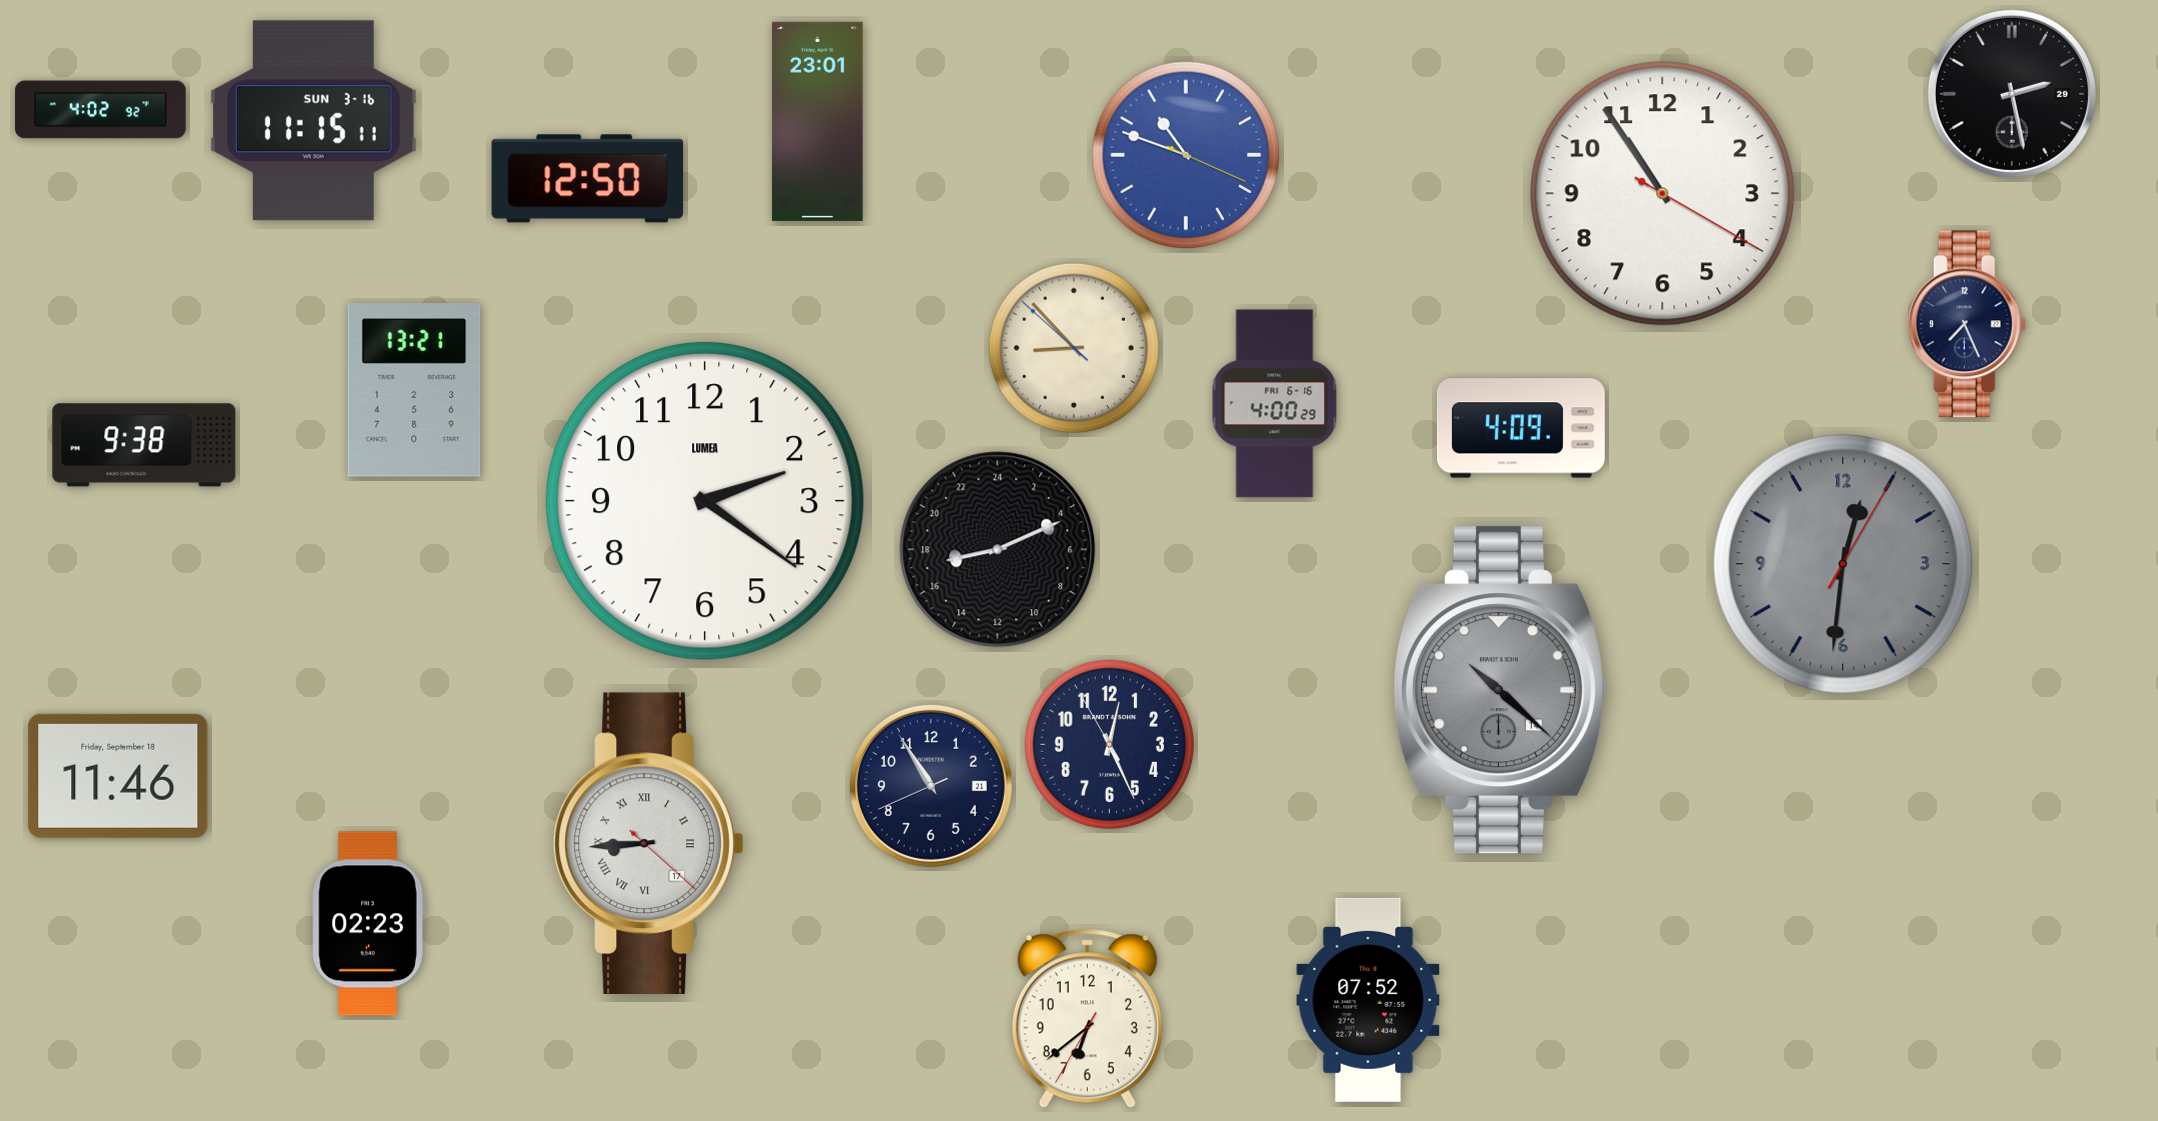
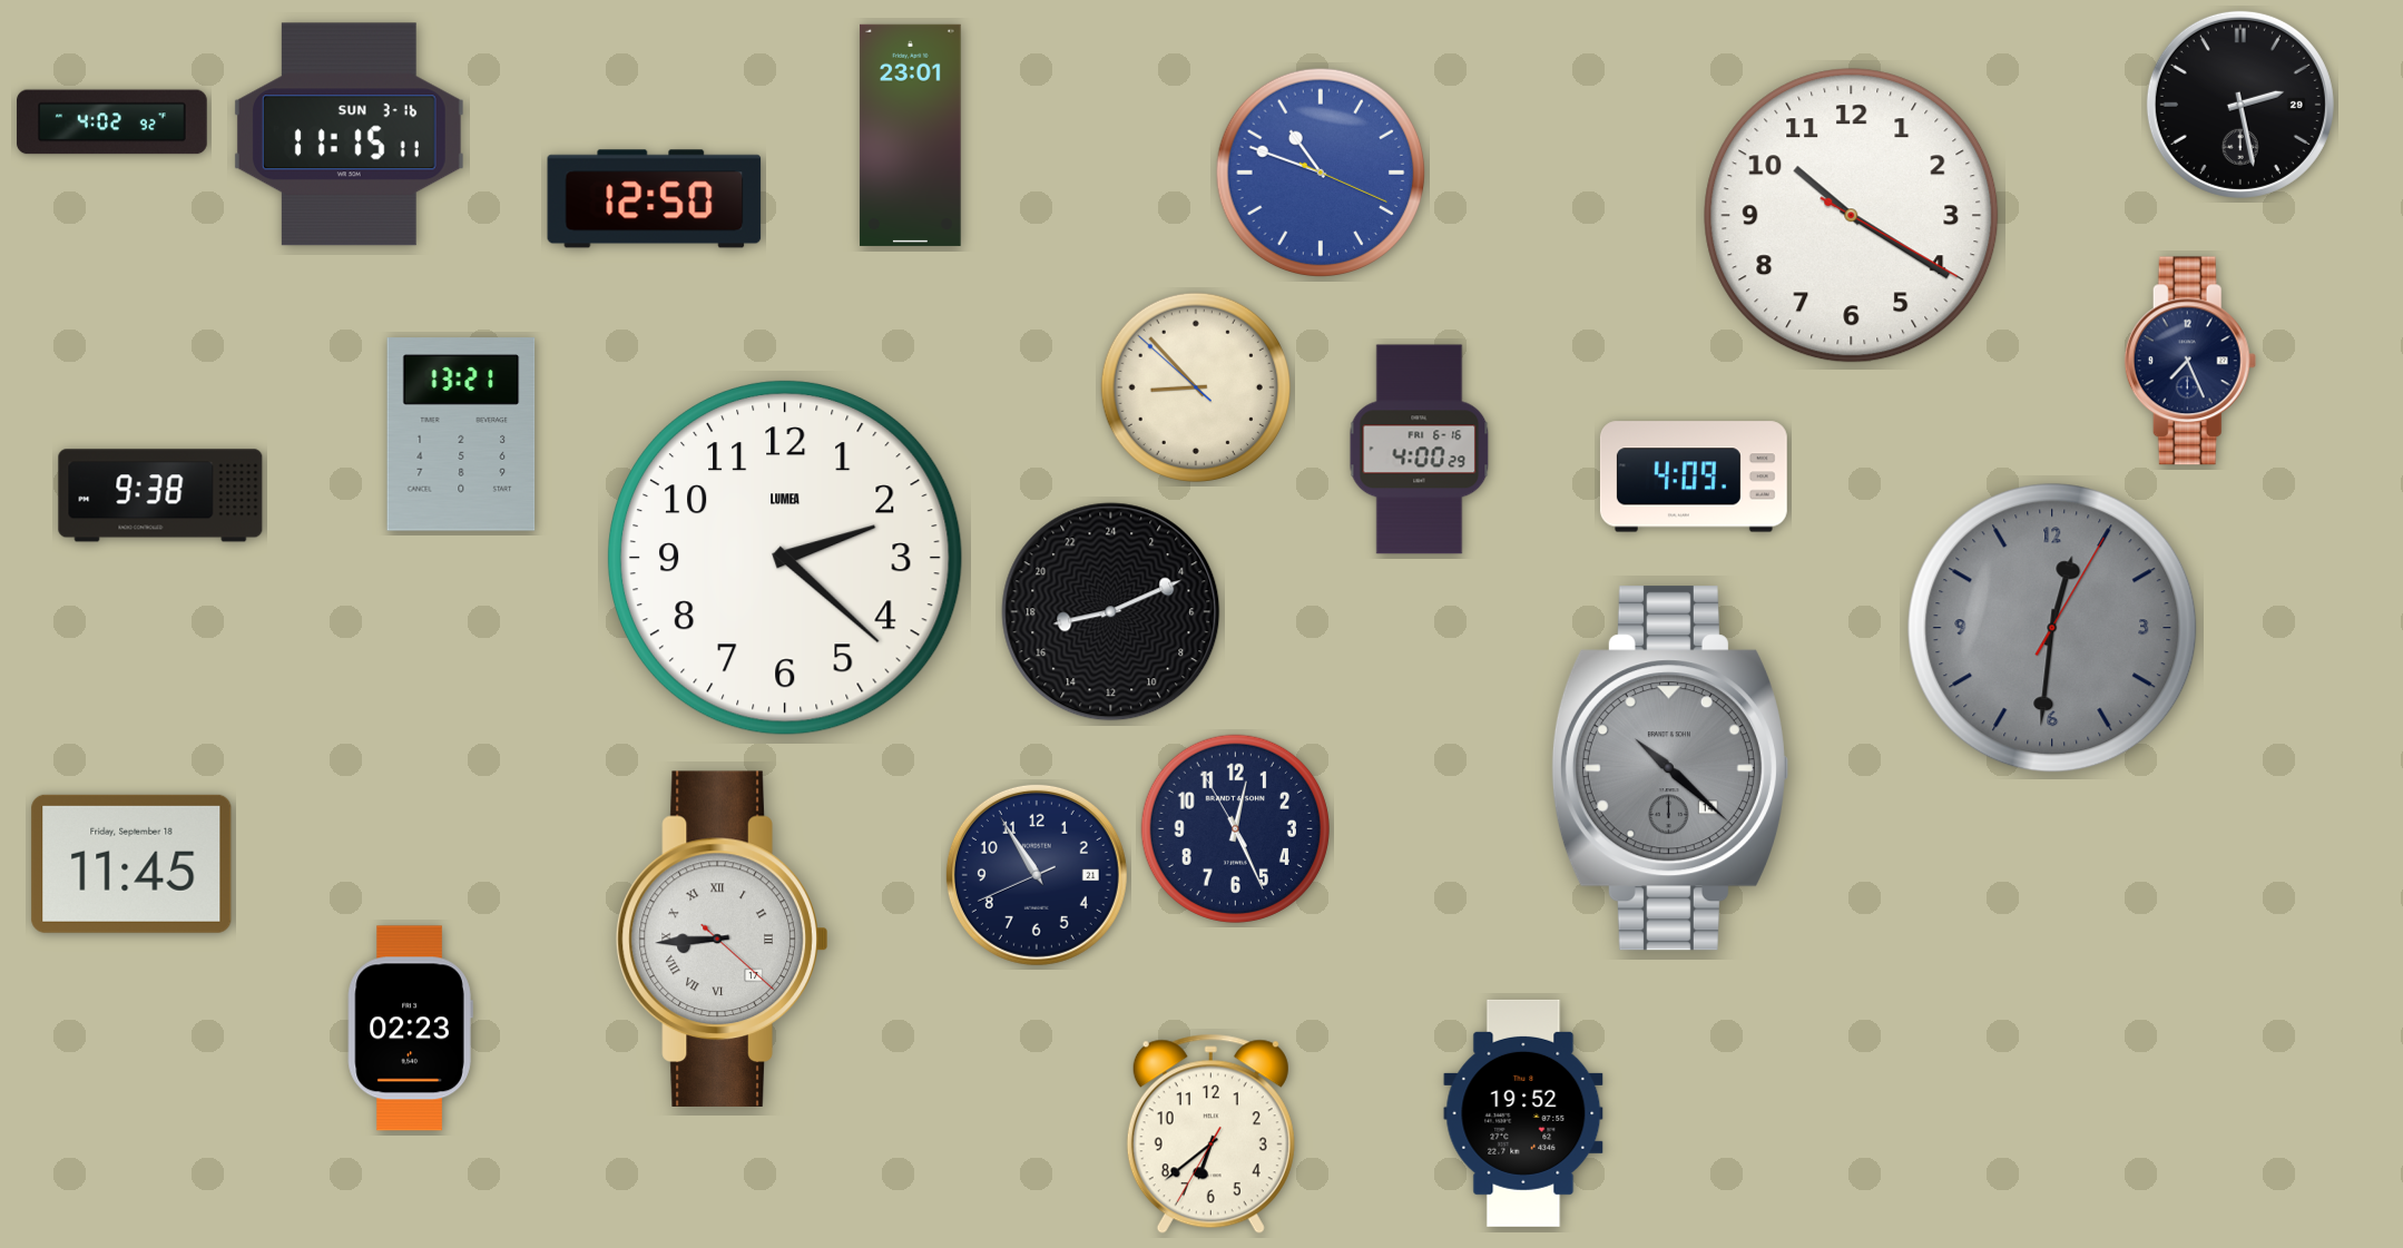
clock at (1663, 194): 10:54 -> 10:20
clock at (705, 501): 2:21 -> 2:22
clock at (118, 776): 11:46 -> 11:45
clock at (1368, 1000): 07:52 -> 19:52
